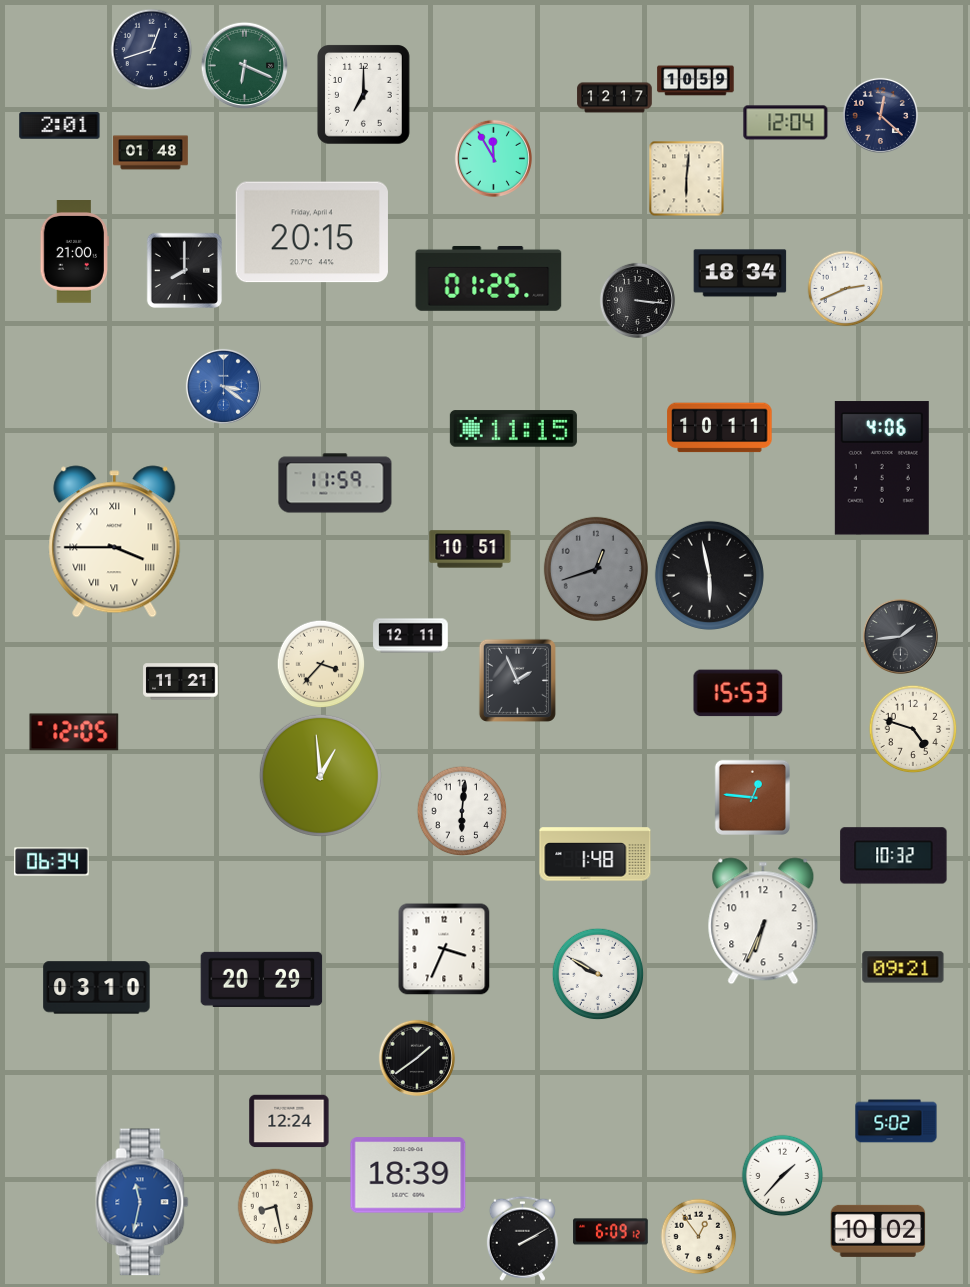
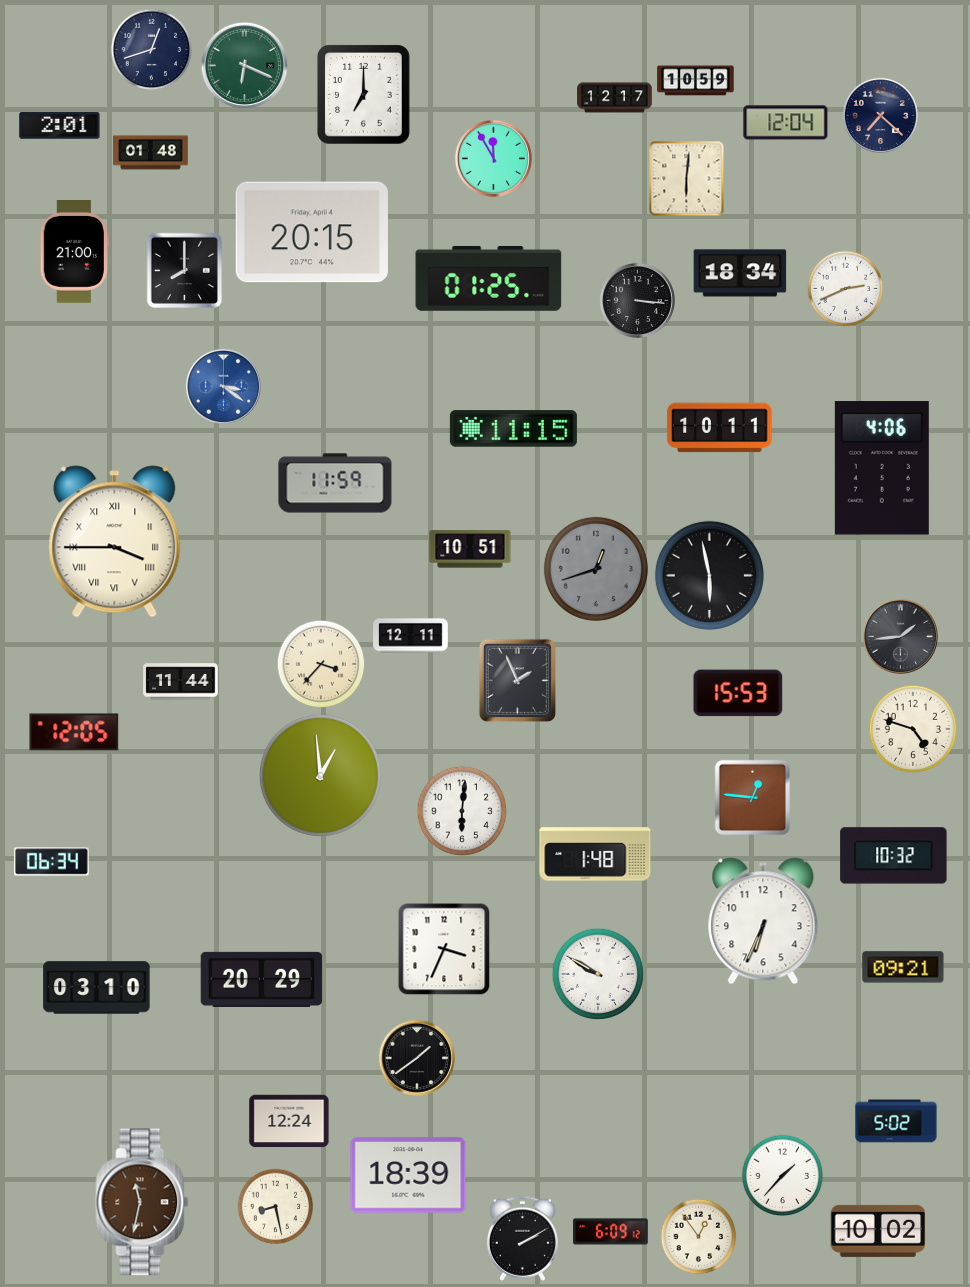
clock at (880, 115): 12:22 -> 7:22
clock at (181, 682): 11:21 -> 11:44
clock at (142, 1202) dial: blue -> brown
